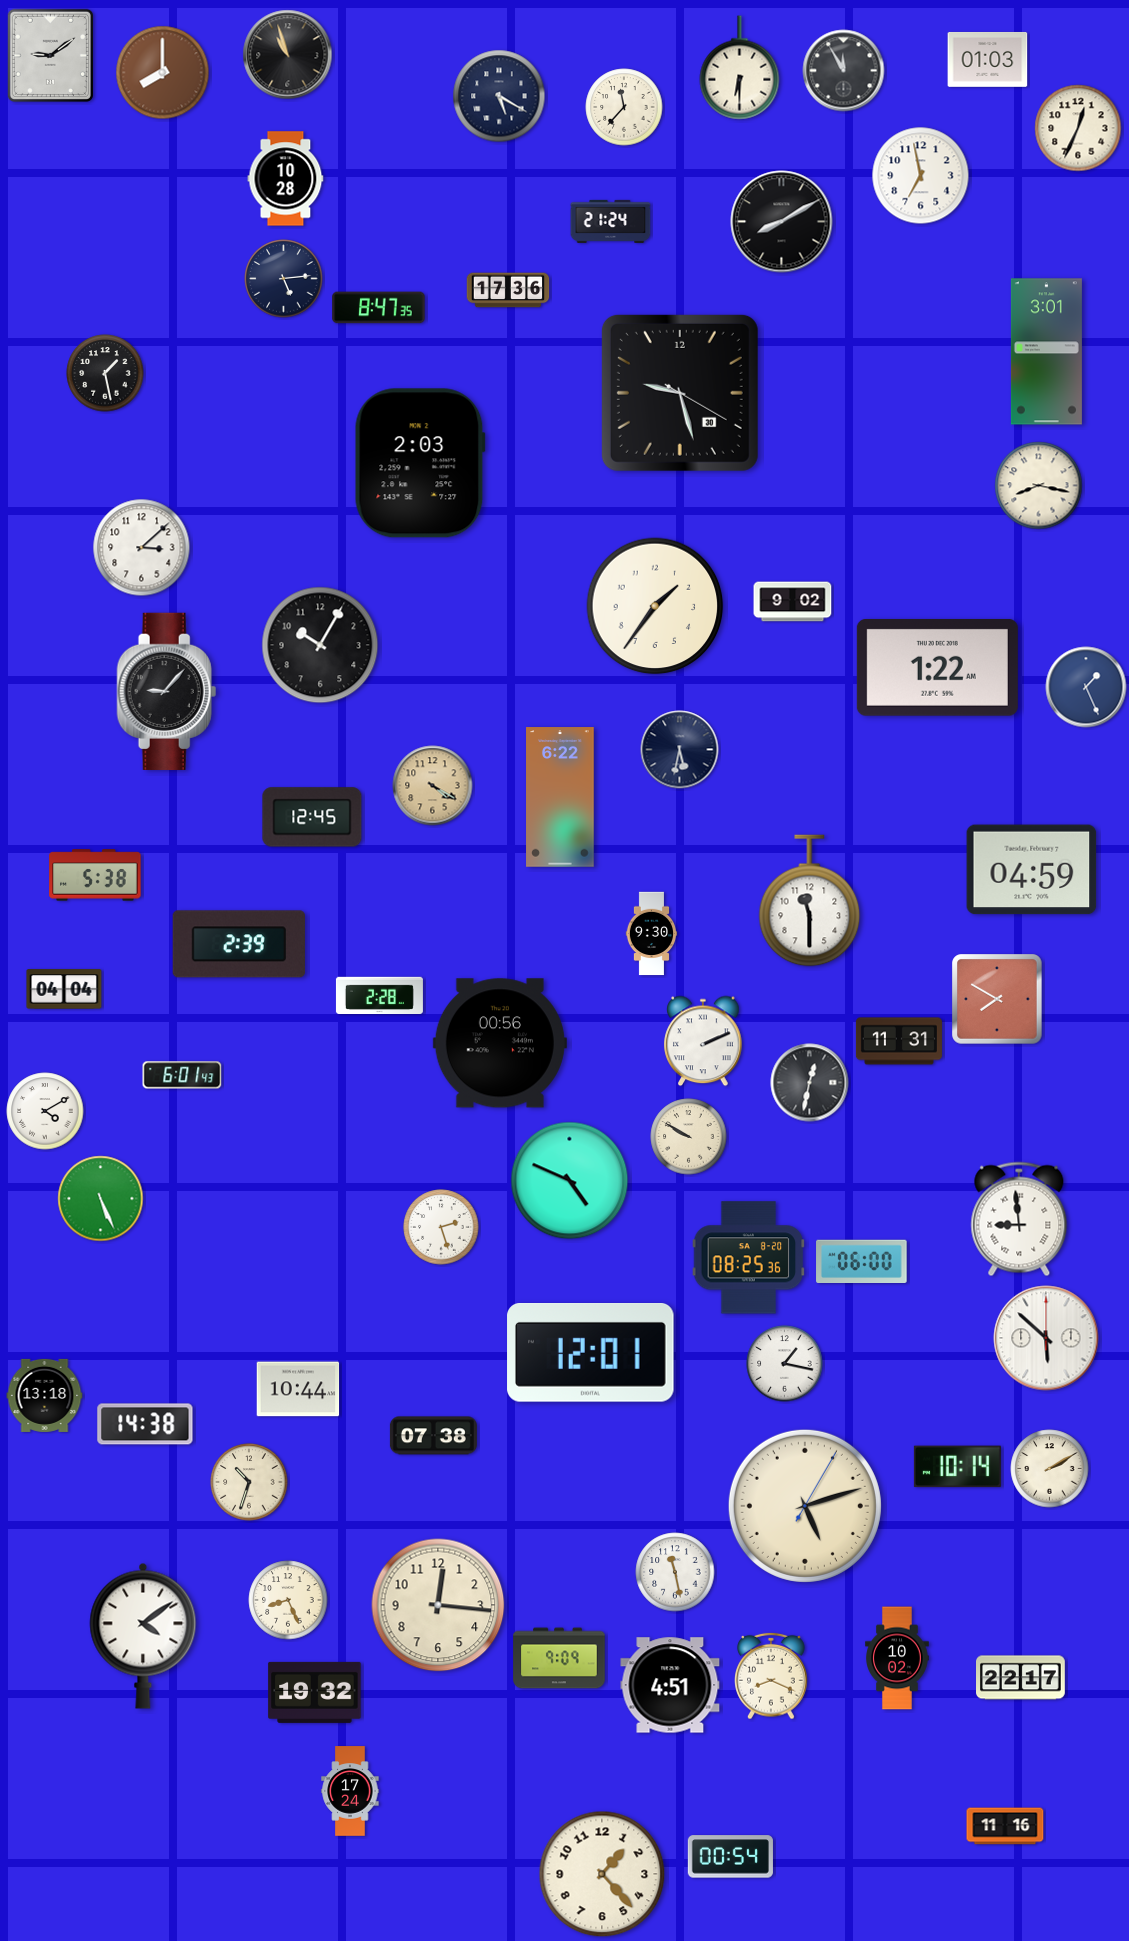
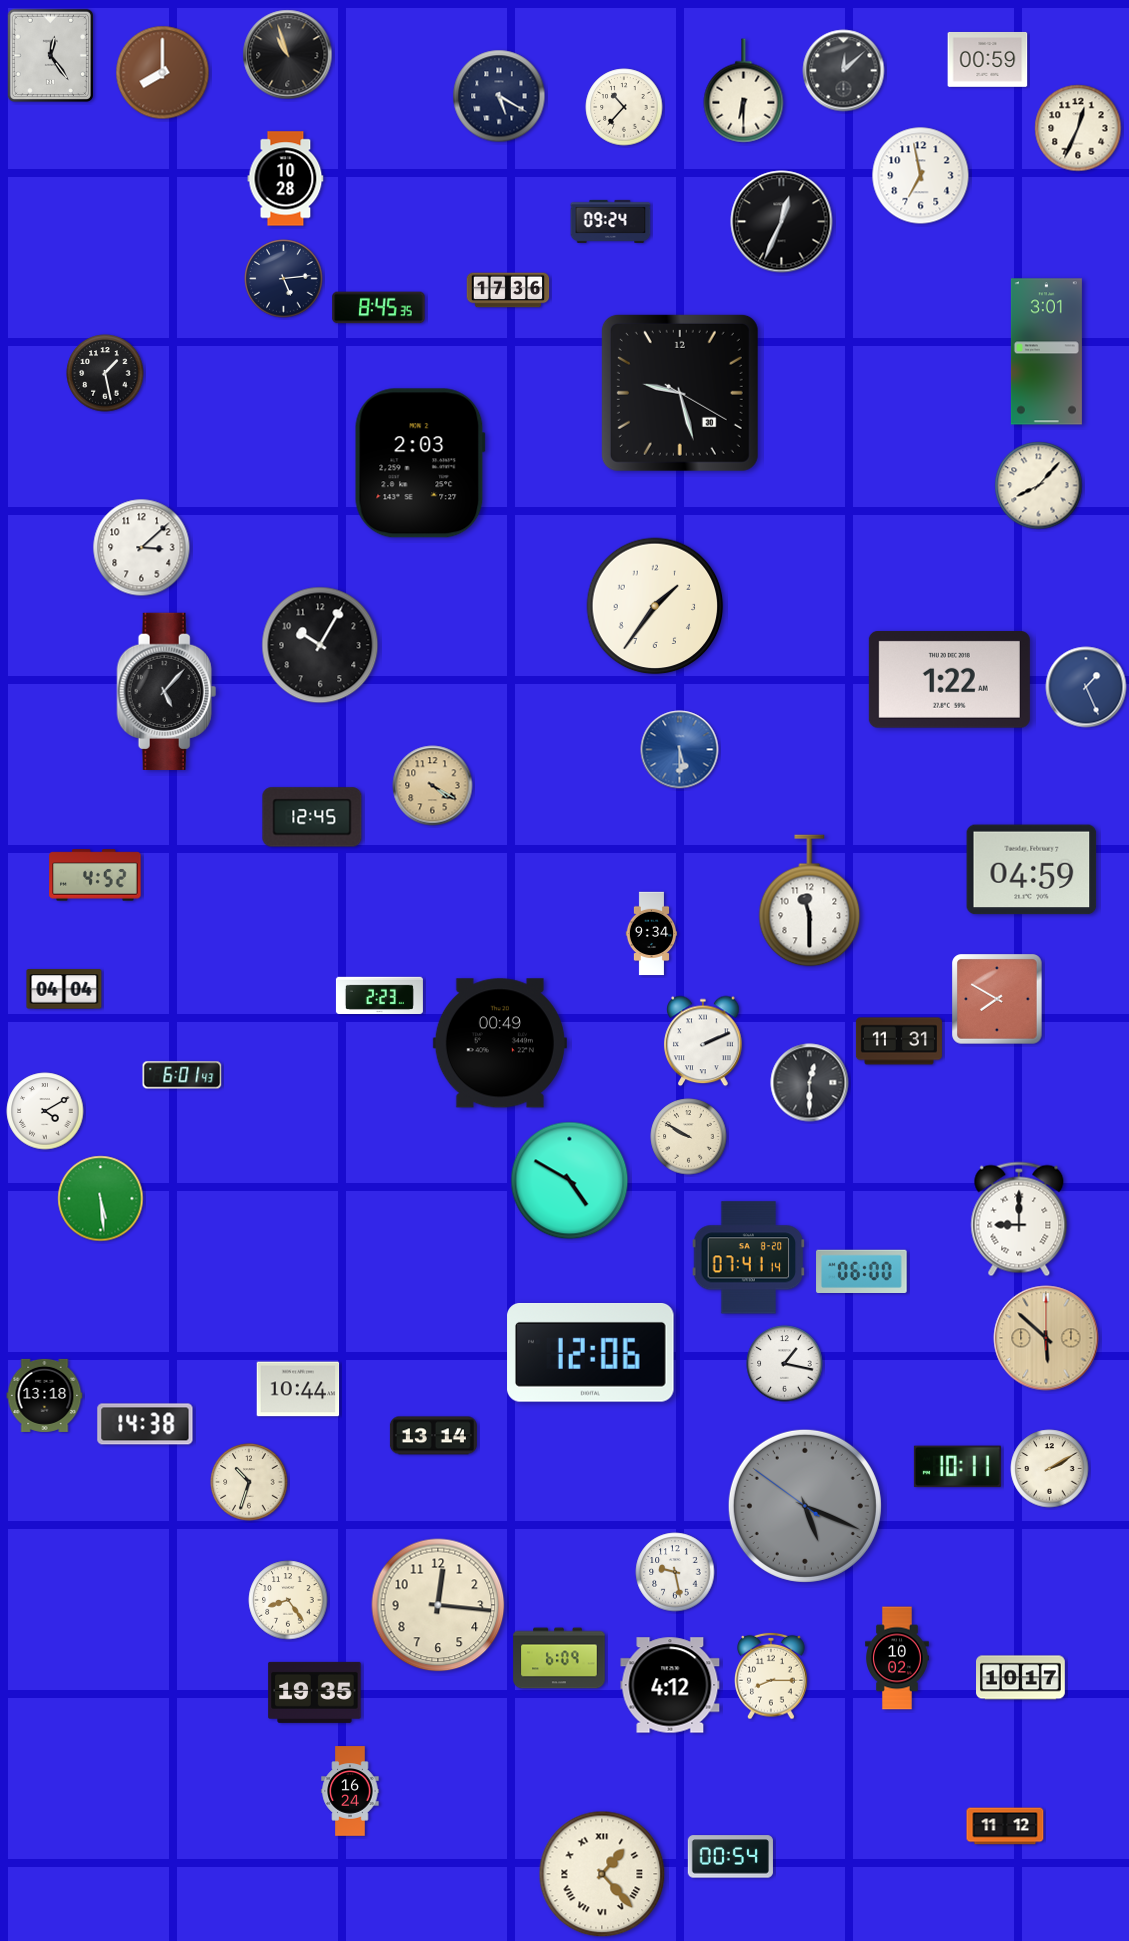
clock at (50, 55): 9:09 -> 12:24
clock at (988, 59): 01:03 -> 00:59
clock at (740, 68) position: (740, 68) -> (744, 91)
clock at (844, 71): 11:55 -> 12:08
clock at (624, 107): 11:37 -> 10:37
clock at (611, 221): 21:24 -> 09:24
clock at (782, 222): 8:10 -> 12:34
clock at (379, 308): 8:47 -> 8:45
clock at (1039, 486): 8:17 -> 8:07
clock at (793, 602): 9:02 -> none
clock at (937, 668) position: (937, 668) -> (949, 680)
clock at (167, 691): 9:07 -> 5:07
clock at (680, 750): 5:32 -> 5:30
clock at (680, 750) dial: navy -> blue
clock at (560, 797): 6:22 -> none
clock at (95, 875): 5:38 -> 4:52
clock at (652, 934): 9:30 -> 9:34
clock at (239, 944): 2:39 -> none
clock at (379, 995): 2:28 -> 2:23
clock at (500, 1043): 00:56 -> 00:49
clock at (810, 1083): 12:32 -> 12:30
clock at (570, 1181): 4:49 -> 4:50
clock at (101, 1199): 5:26 -> 5:29
clock at (1019, 1219): 8:59 -> 9:00
clock at (441, 1227): 2:27 -> none
clock at (749, 1258): 08:25 -> 07:41
clock at (862, 1261) position: (862, 1261) -> (862, 1271)
clock at (1046, 1338) dial: white -> champagne
clock at (591, 1353): 12:01 -> 12:06
clock at (433, 1436): 07:38 -> 13:14
clock at (957, 1467): 10:14 -> 10:11
clock at (805, 1506): 5:12 -> 5:18
clock at (805, 1506) dial: cream -> grey
clock at (675, 1572): 11:28 -> 9:28
clock at (288, 1600): 8:26 -> 8:24
clock at (143, 1636): 4:09 -> none
clock at (559, 1658): 9:09 -> 6:09
clock at (771, 1676): 8:19 -> 8:15
clock at (1021, 1678): 22:17 -> 10:17
clock at (670, 1685): 4:51 -> 4:12
clock at (315, 1692): 19:32 -> 19:35
clock at (350, 1791): 17:24 -> 16:24
clock at (1005, 1826): 11:16 -> 11:12
clock at (602, 1874) numerals: Arabic -> Roman
